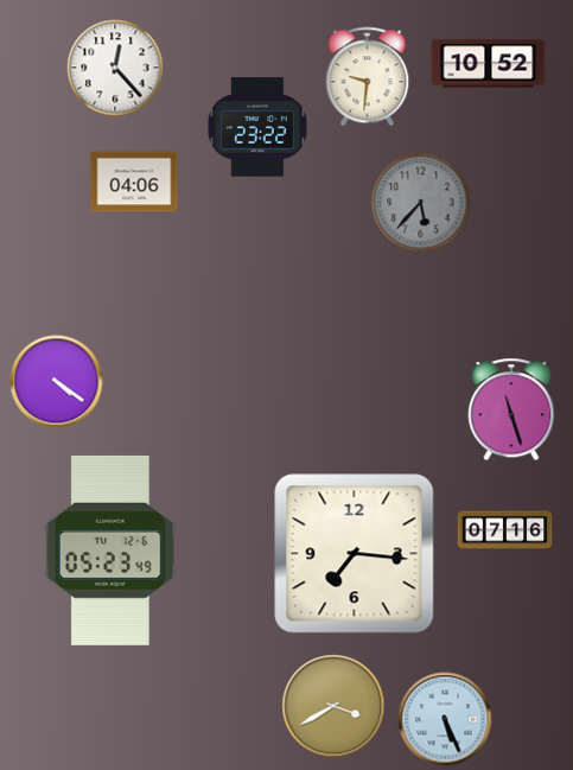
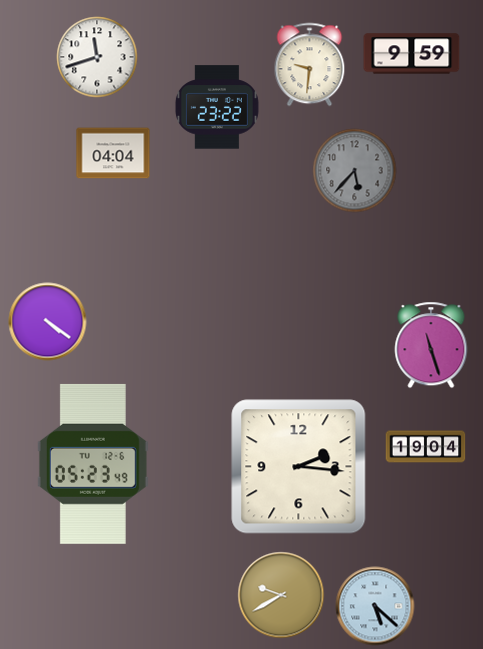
clock at (489, 64): 10:52 -> 9:59
clock at (115, 68): 12:23 -> 11:42
clock at (134, 182): 04:06 -> 04:04
clock at (505, 530): 07:16 -> 19:04
clock at (355, 554): 7:16 -> 2:16
clock at (333, 706): 3:40 -> 9:40
clock at (445, 719): 5:26 -> 5:22
